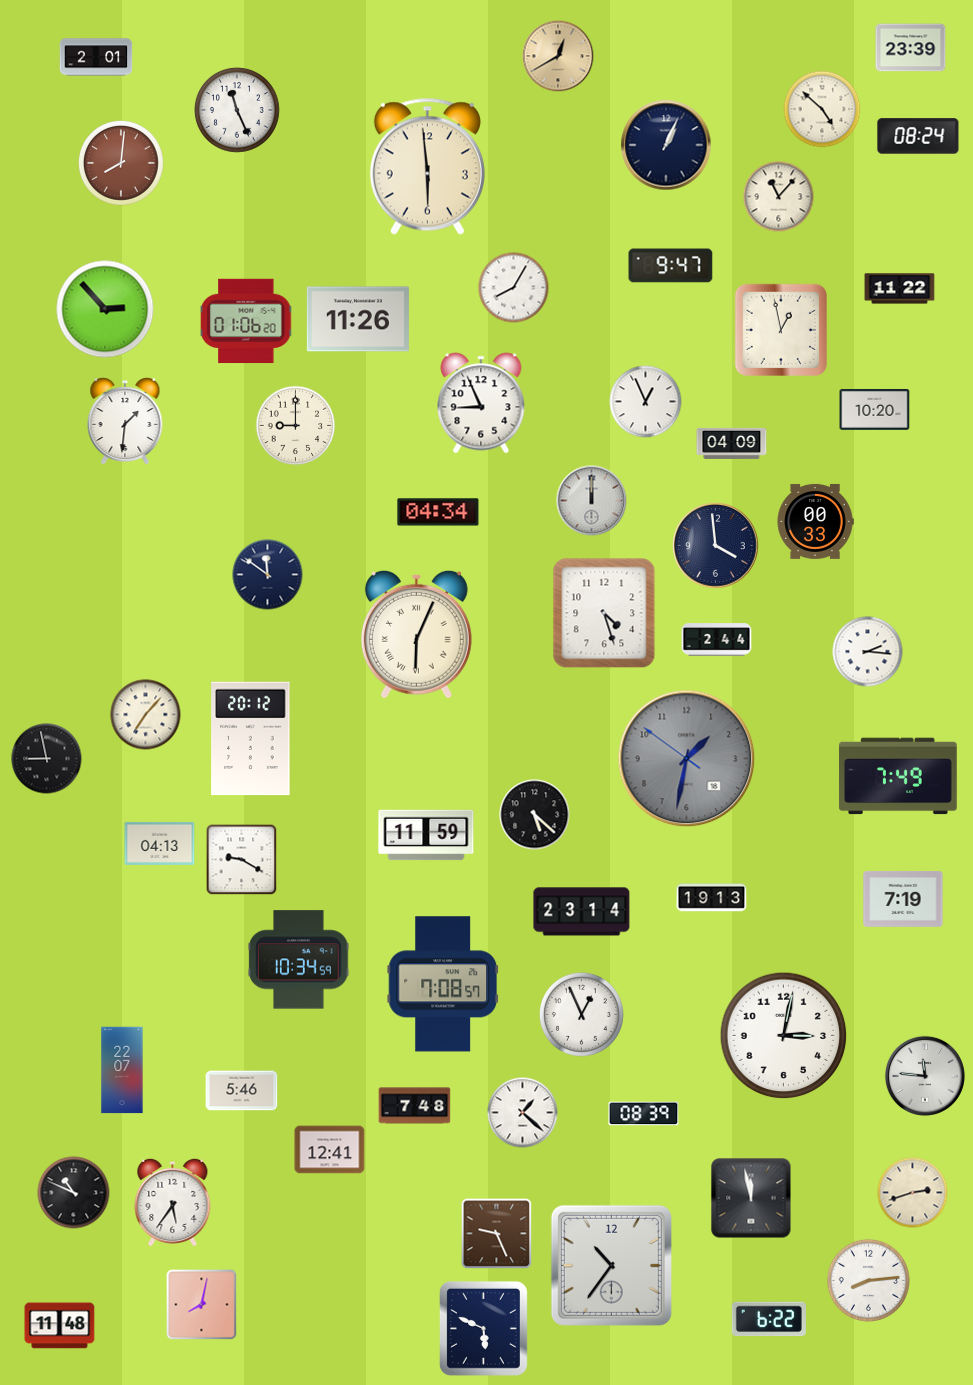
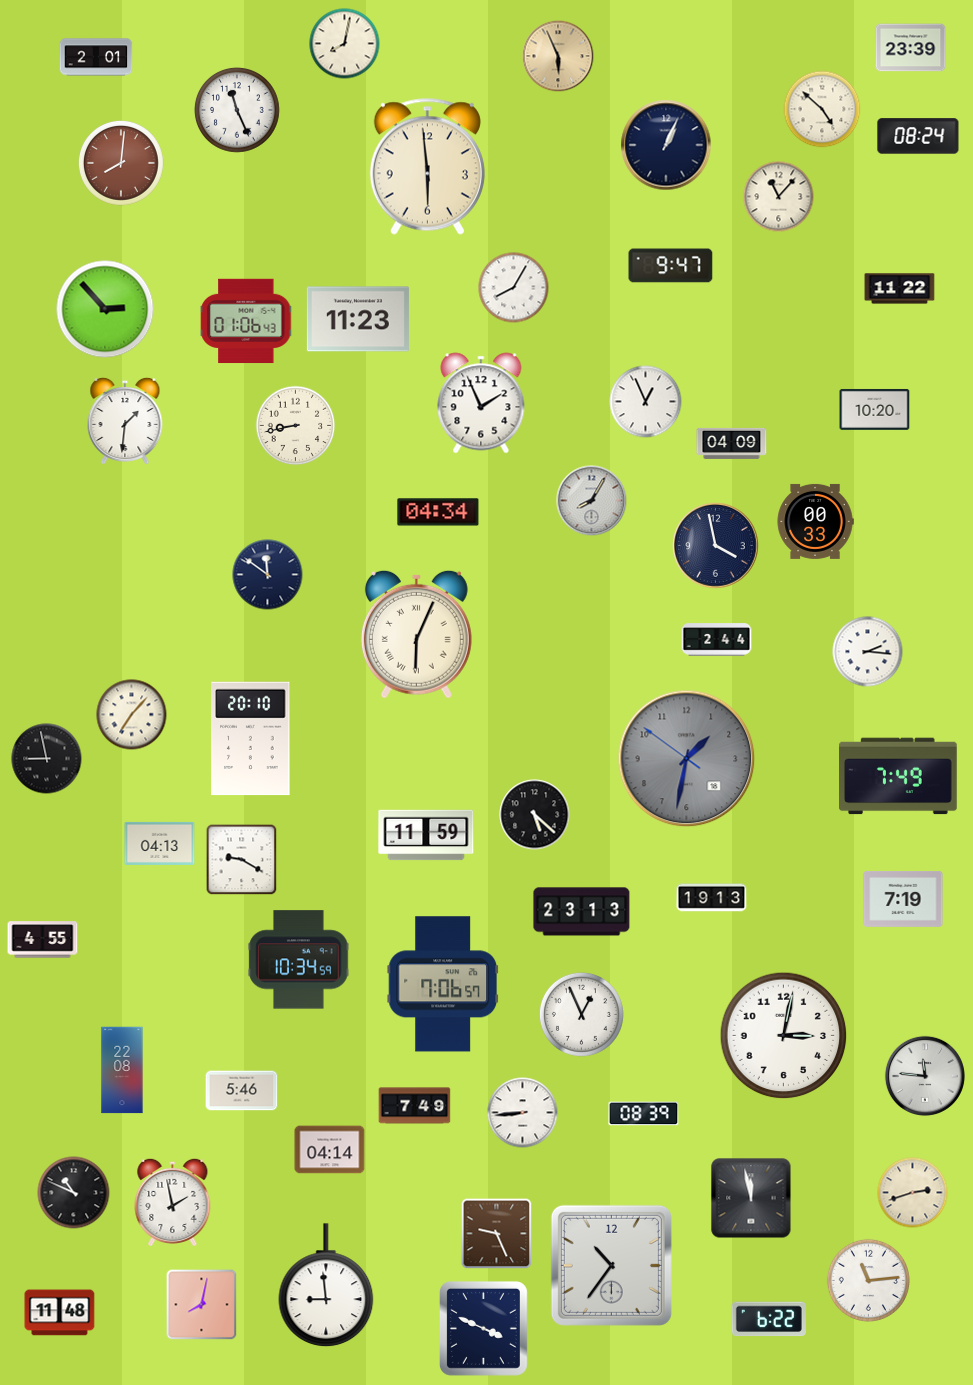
clock at (345, 44): none -> 8:02
clock at (558, 56): 12:40 -> 5:56
clock at (358, 319): 11:26 -> 11:23
clock at (247, 321): 01:06:20 -> 01:06:43
clock at (781, 330): 12:58 -> none
clock at (481, 403): 8:56 -> 1:56
clock at (296, 426): 9:00 -> 8:43
clock at (592, 501): 12:00 -> 8:05
clock at (716, 546): 3:59 -> 3:58
clock at (604, 613): 4:27 -> none
clock at (146, 715) position: (146, 715) -> (132, 715)
clock at (251, 739): 20:12 -> 20:10
clock at (582, 912): 23:14 -> 23:13
clock at (43, 940): none -> 4:55
clock at (442, 984): 7:08 -> 7:06
clock at (122, 1070): 22:07 -> 22:08
clock at (415, 1106): 7:48 -> 7:49
clock at (523, 1113): 1:22 -> 8:44
clock at (330, 1150): 12:41 -> 04:14
clock at (173, 1202): 5:36 -> 1:58
clock at (868, 1280): 8:14 -> 11:14
clock at (326, 1286): none -> 8:59
clock at (60, 1326) position: (60, 1326) -> (60, 1313)
clock at (483, 1328): 5:49 -> 3:49
